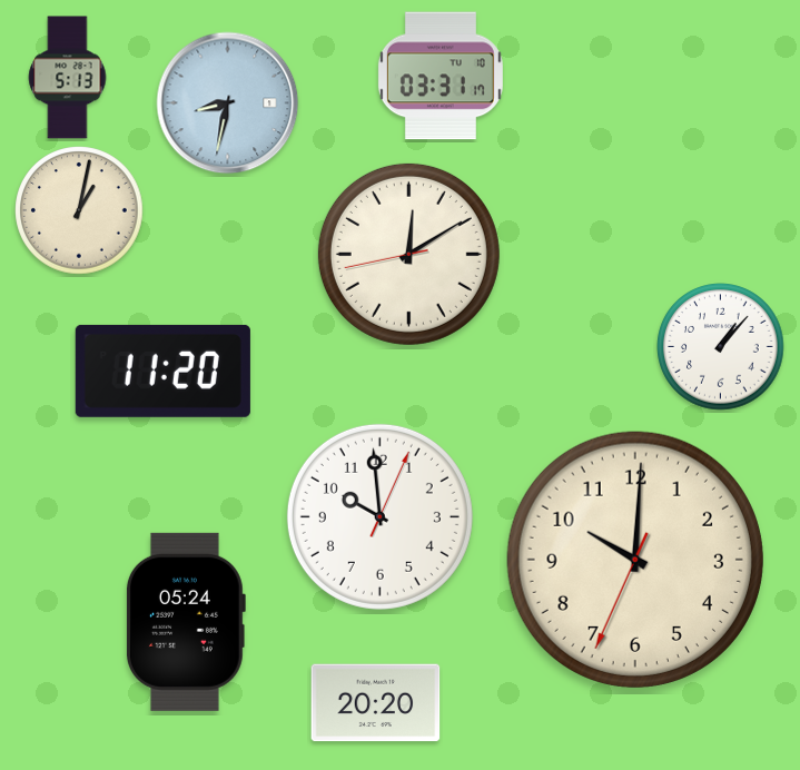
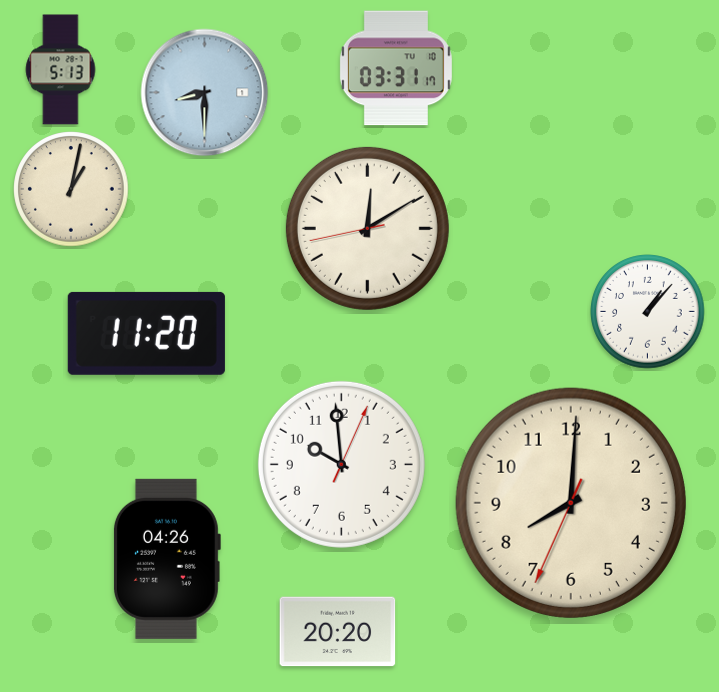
clock at (228, 103): 8:32 -> 8:30
clock at (635, 560): 10:00 -> 8:00
clock at (185, 622): 05:24 -> 04:26
